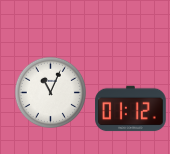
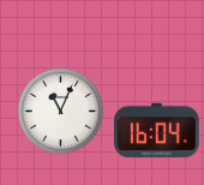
clock at (131, 109): 01:12 -> 16:04
